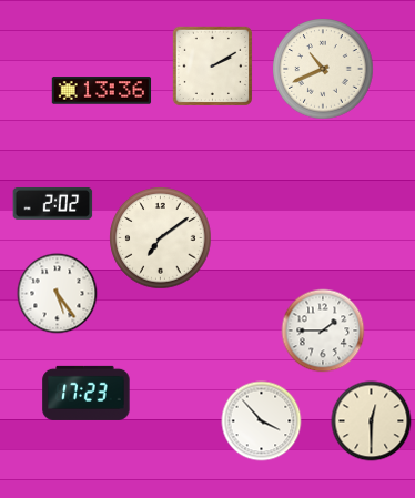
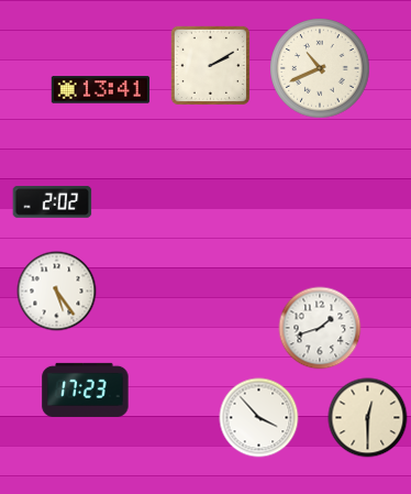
clock at (102, 91): 13:36 -> 13:41
clock at (161, 238): 7:09 -> none
clock at (323, 331): 1:45 -> 1:42
